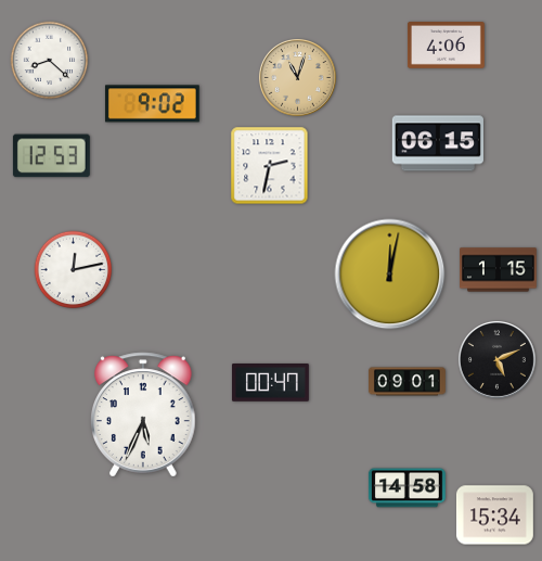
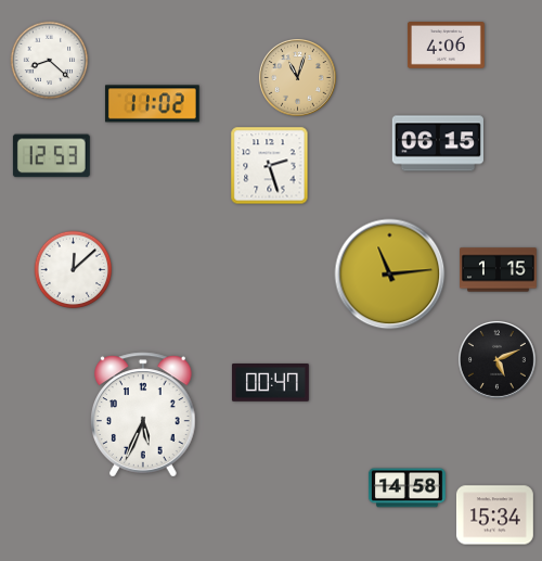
clock at (152, 104): 9:02 -> 11:02
clock at (270, 166): 2:32 -> 2:27
clock at (74, 270): 12:13 -> 12:08
clock at (390, 275): 12:02 -> 11:14
clock at (408, 382): 09:01 -> none
